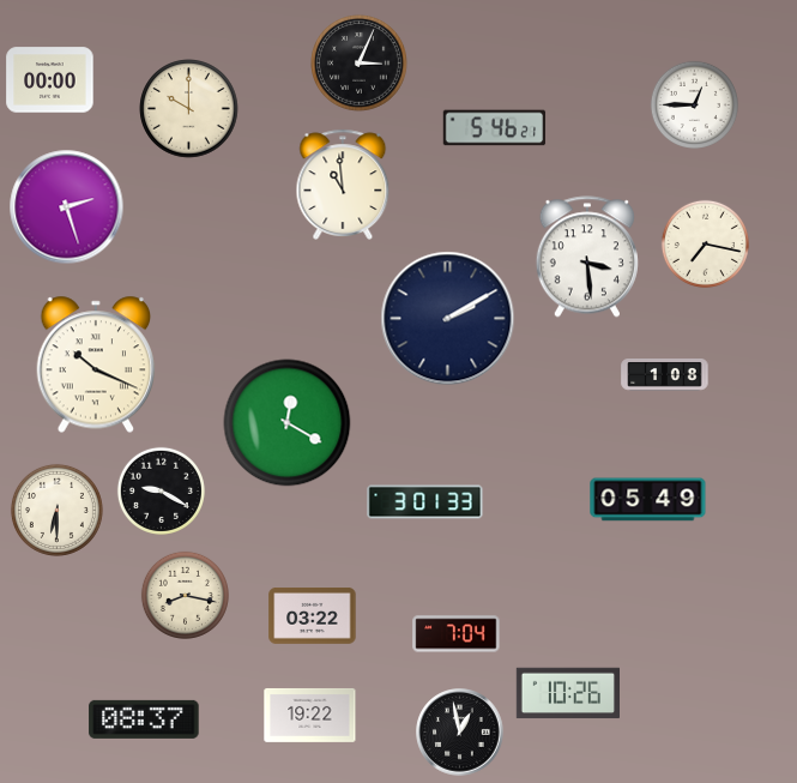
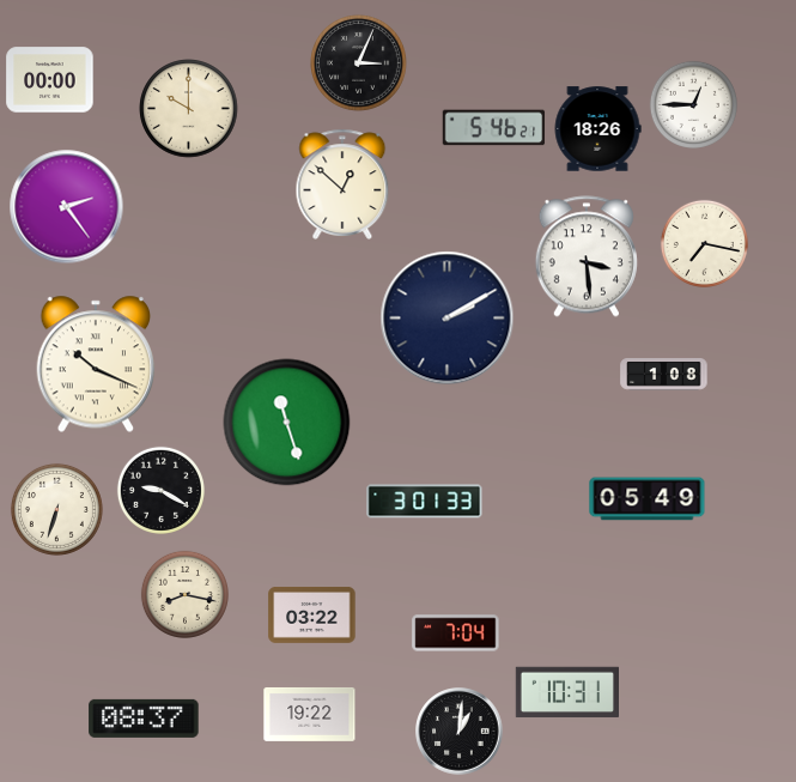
clock at (597, 129): none -> 18:26
clock at (343, 185): 10:59 -> 12:52
clock at (67, 207): 2:27 -> 2:24
clock at (288, 423): 12:20 -> 11:27
clock at (56, 510): 6:30 -> 6:33
clock at (567, 693): 10:26 -> 10:31
clock at (460, 733): 12:58 -> 1:01
